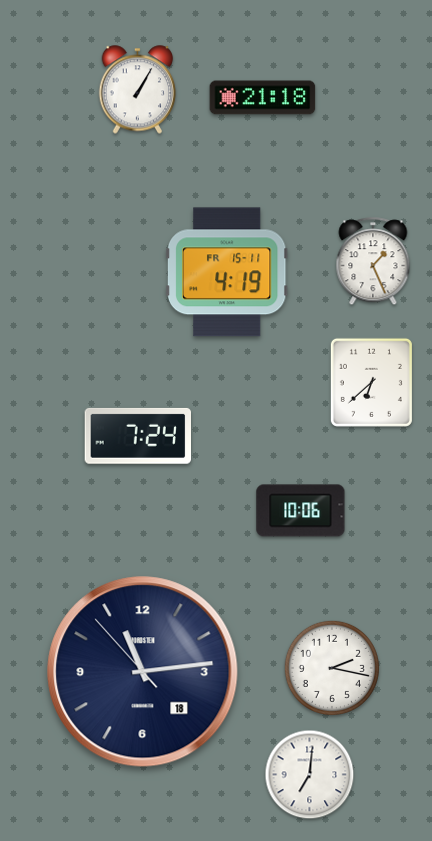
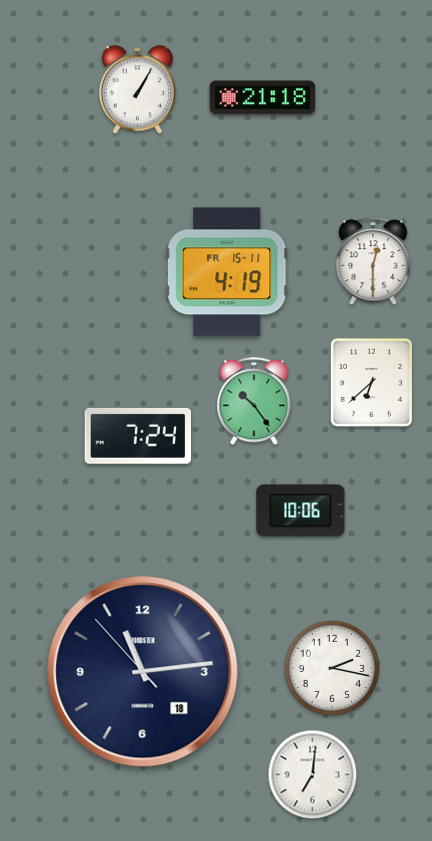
clock at (373, 262): 1:26 -> 12:30
clock at (254, 402): none -> 10:24
clock at (310, 775) position: (310, 775) -> (313, 775)
